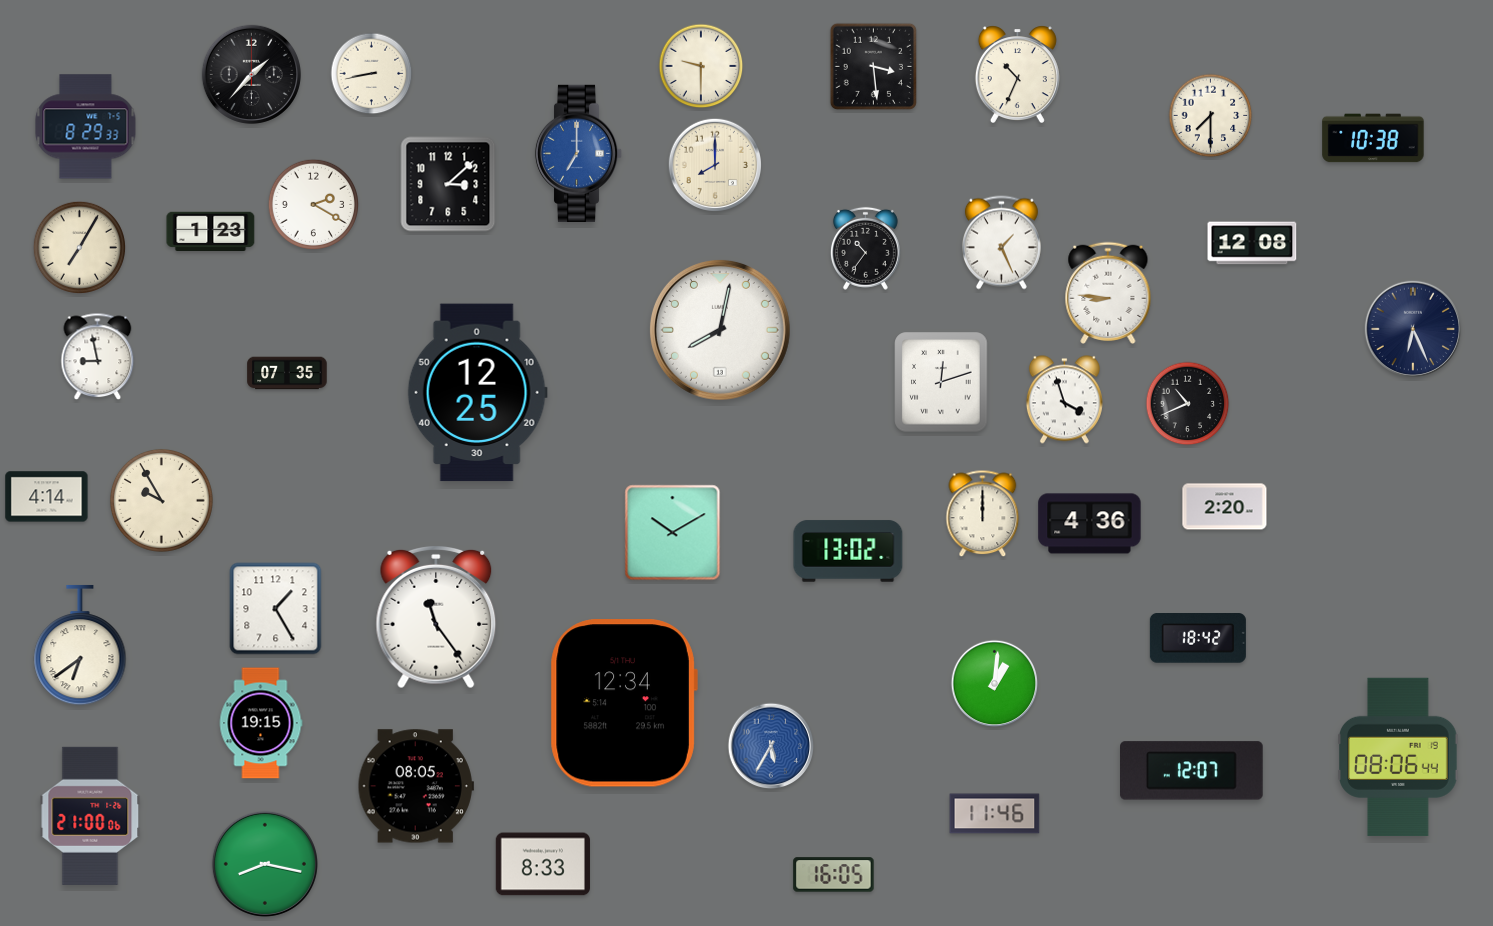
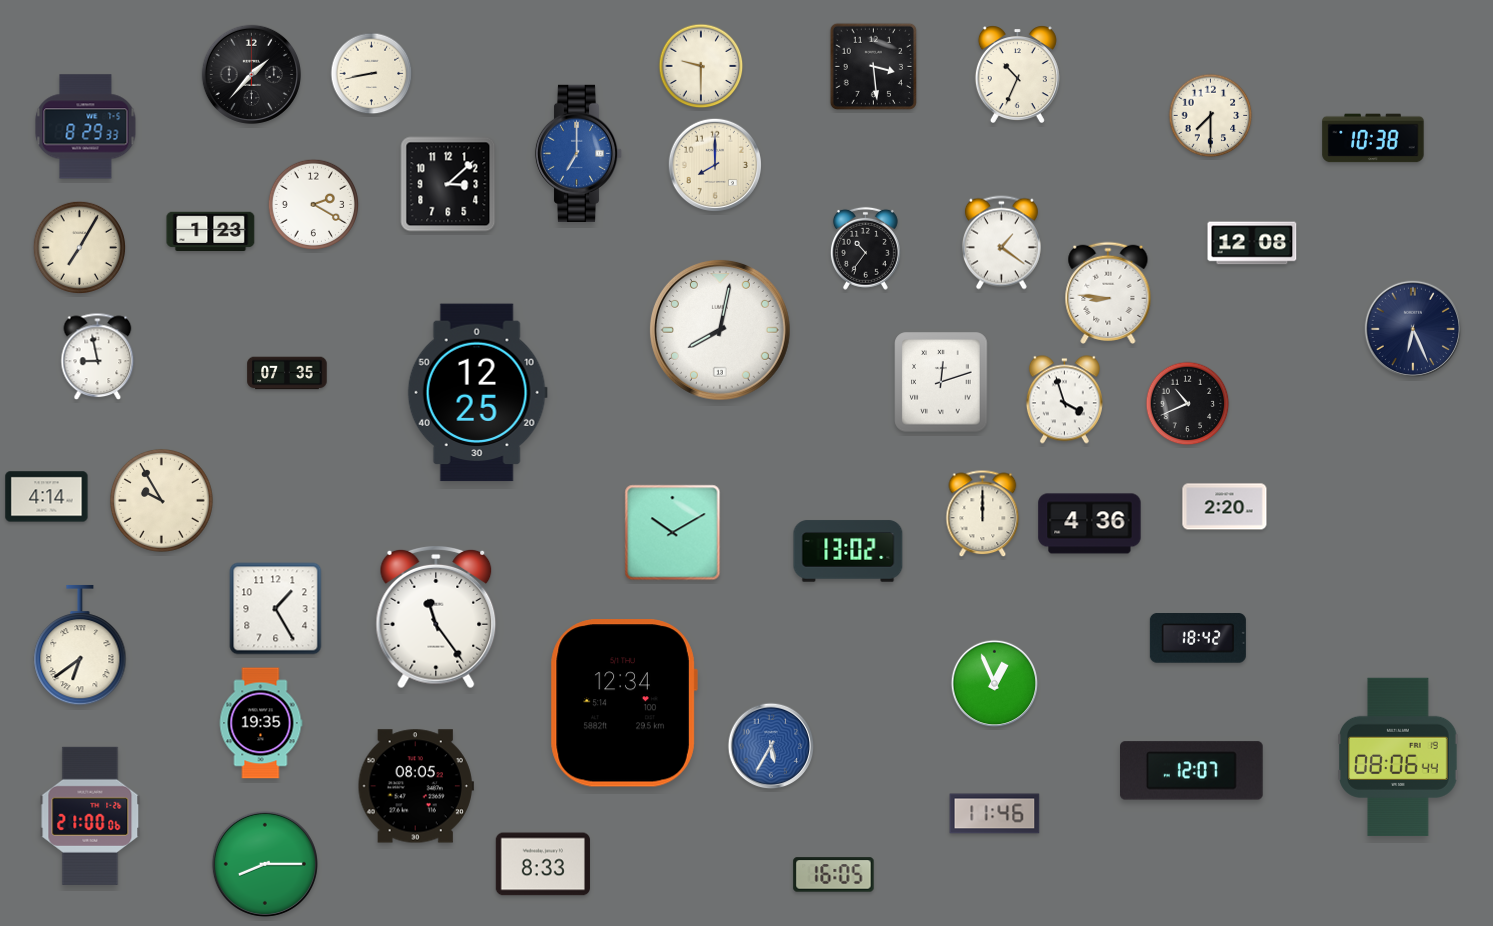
clock at (1001, 243): 1:26 -> 1:21
clock at (995, 684): 1:01 -> 12:56
clock at (261, 723): 19:15 -> 19:35
clock at (265, 864): 8:17 -> 8:15
